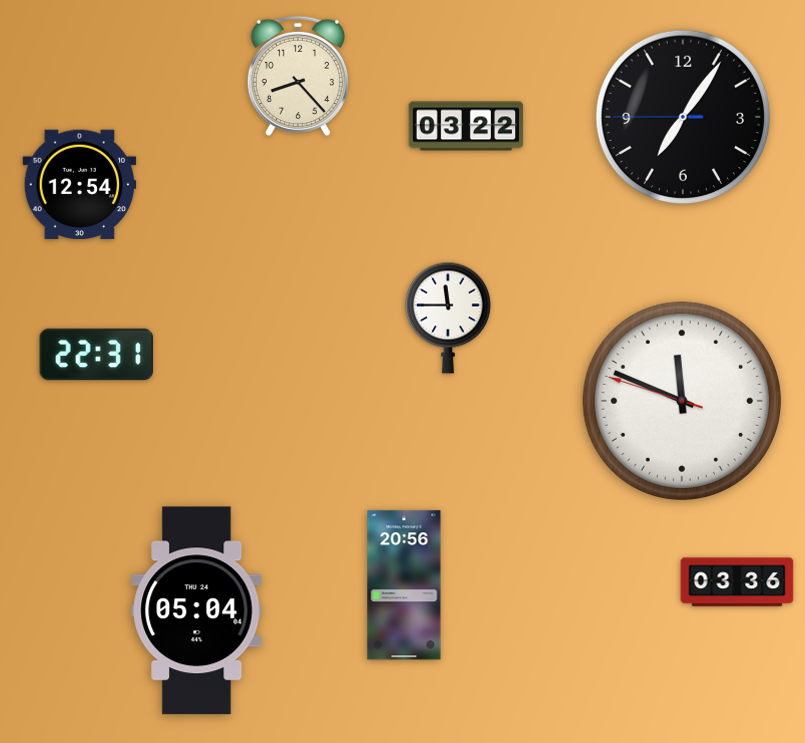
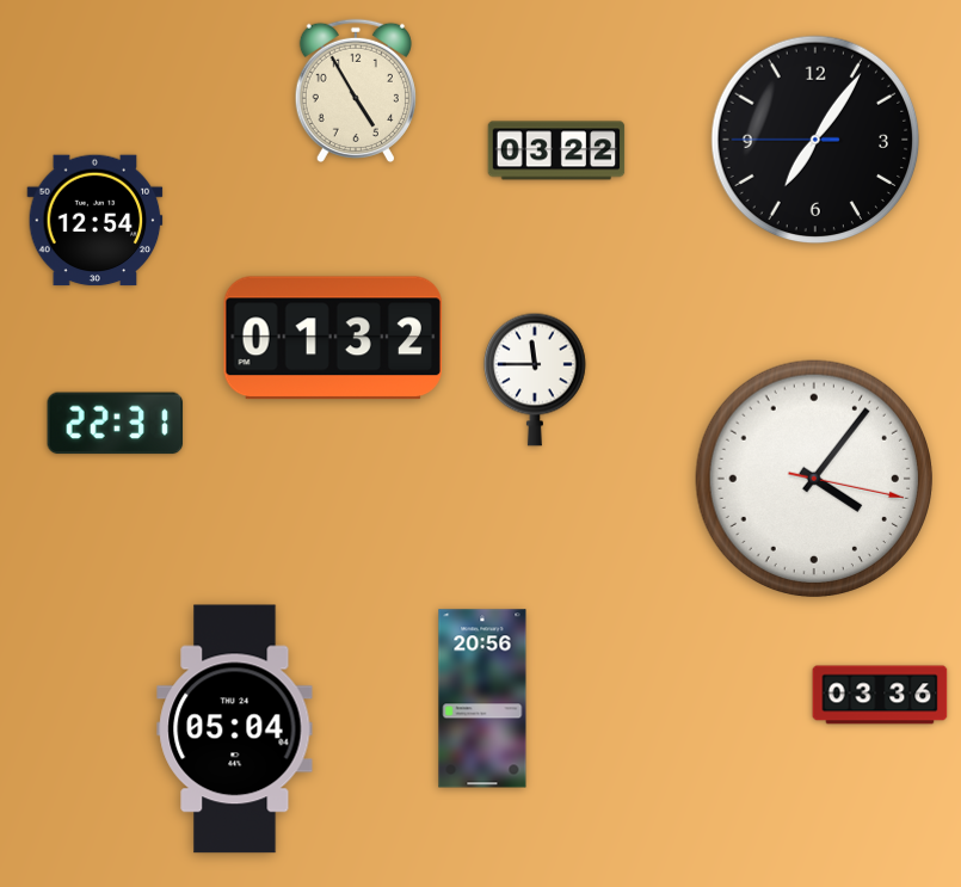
clock at (298, 75): 8:23 -> 4:55
clock at (332, 338): none -> 01:32
clock at (681, 400): 11:48 -> 4:06
